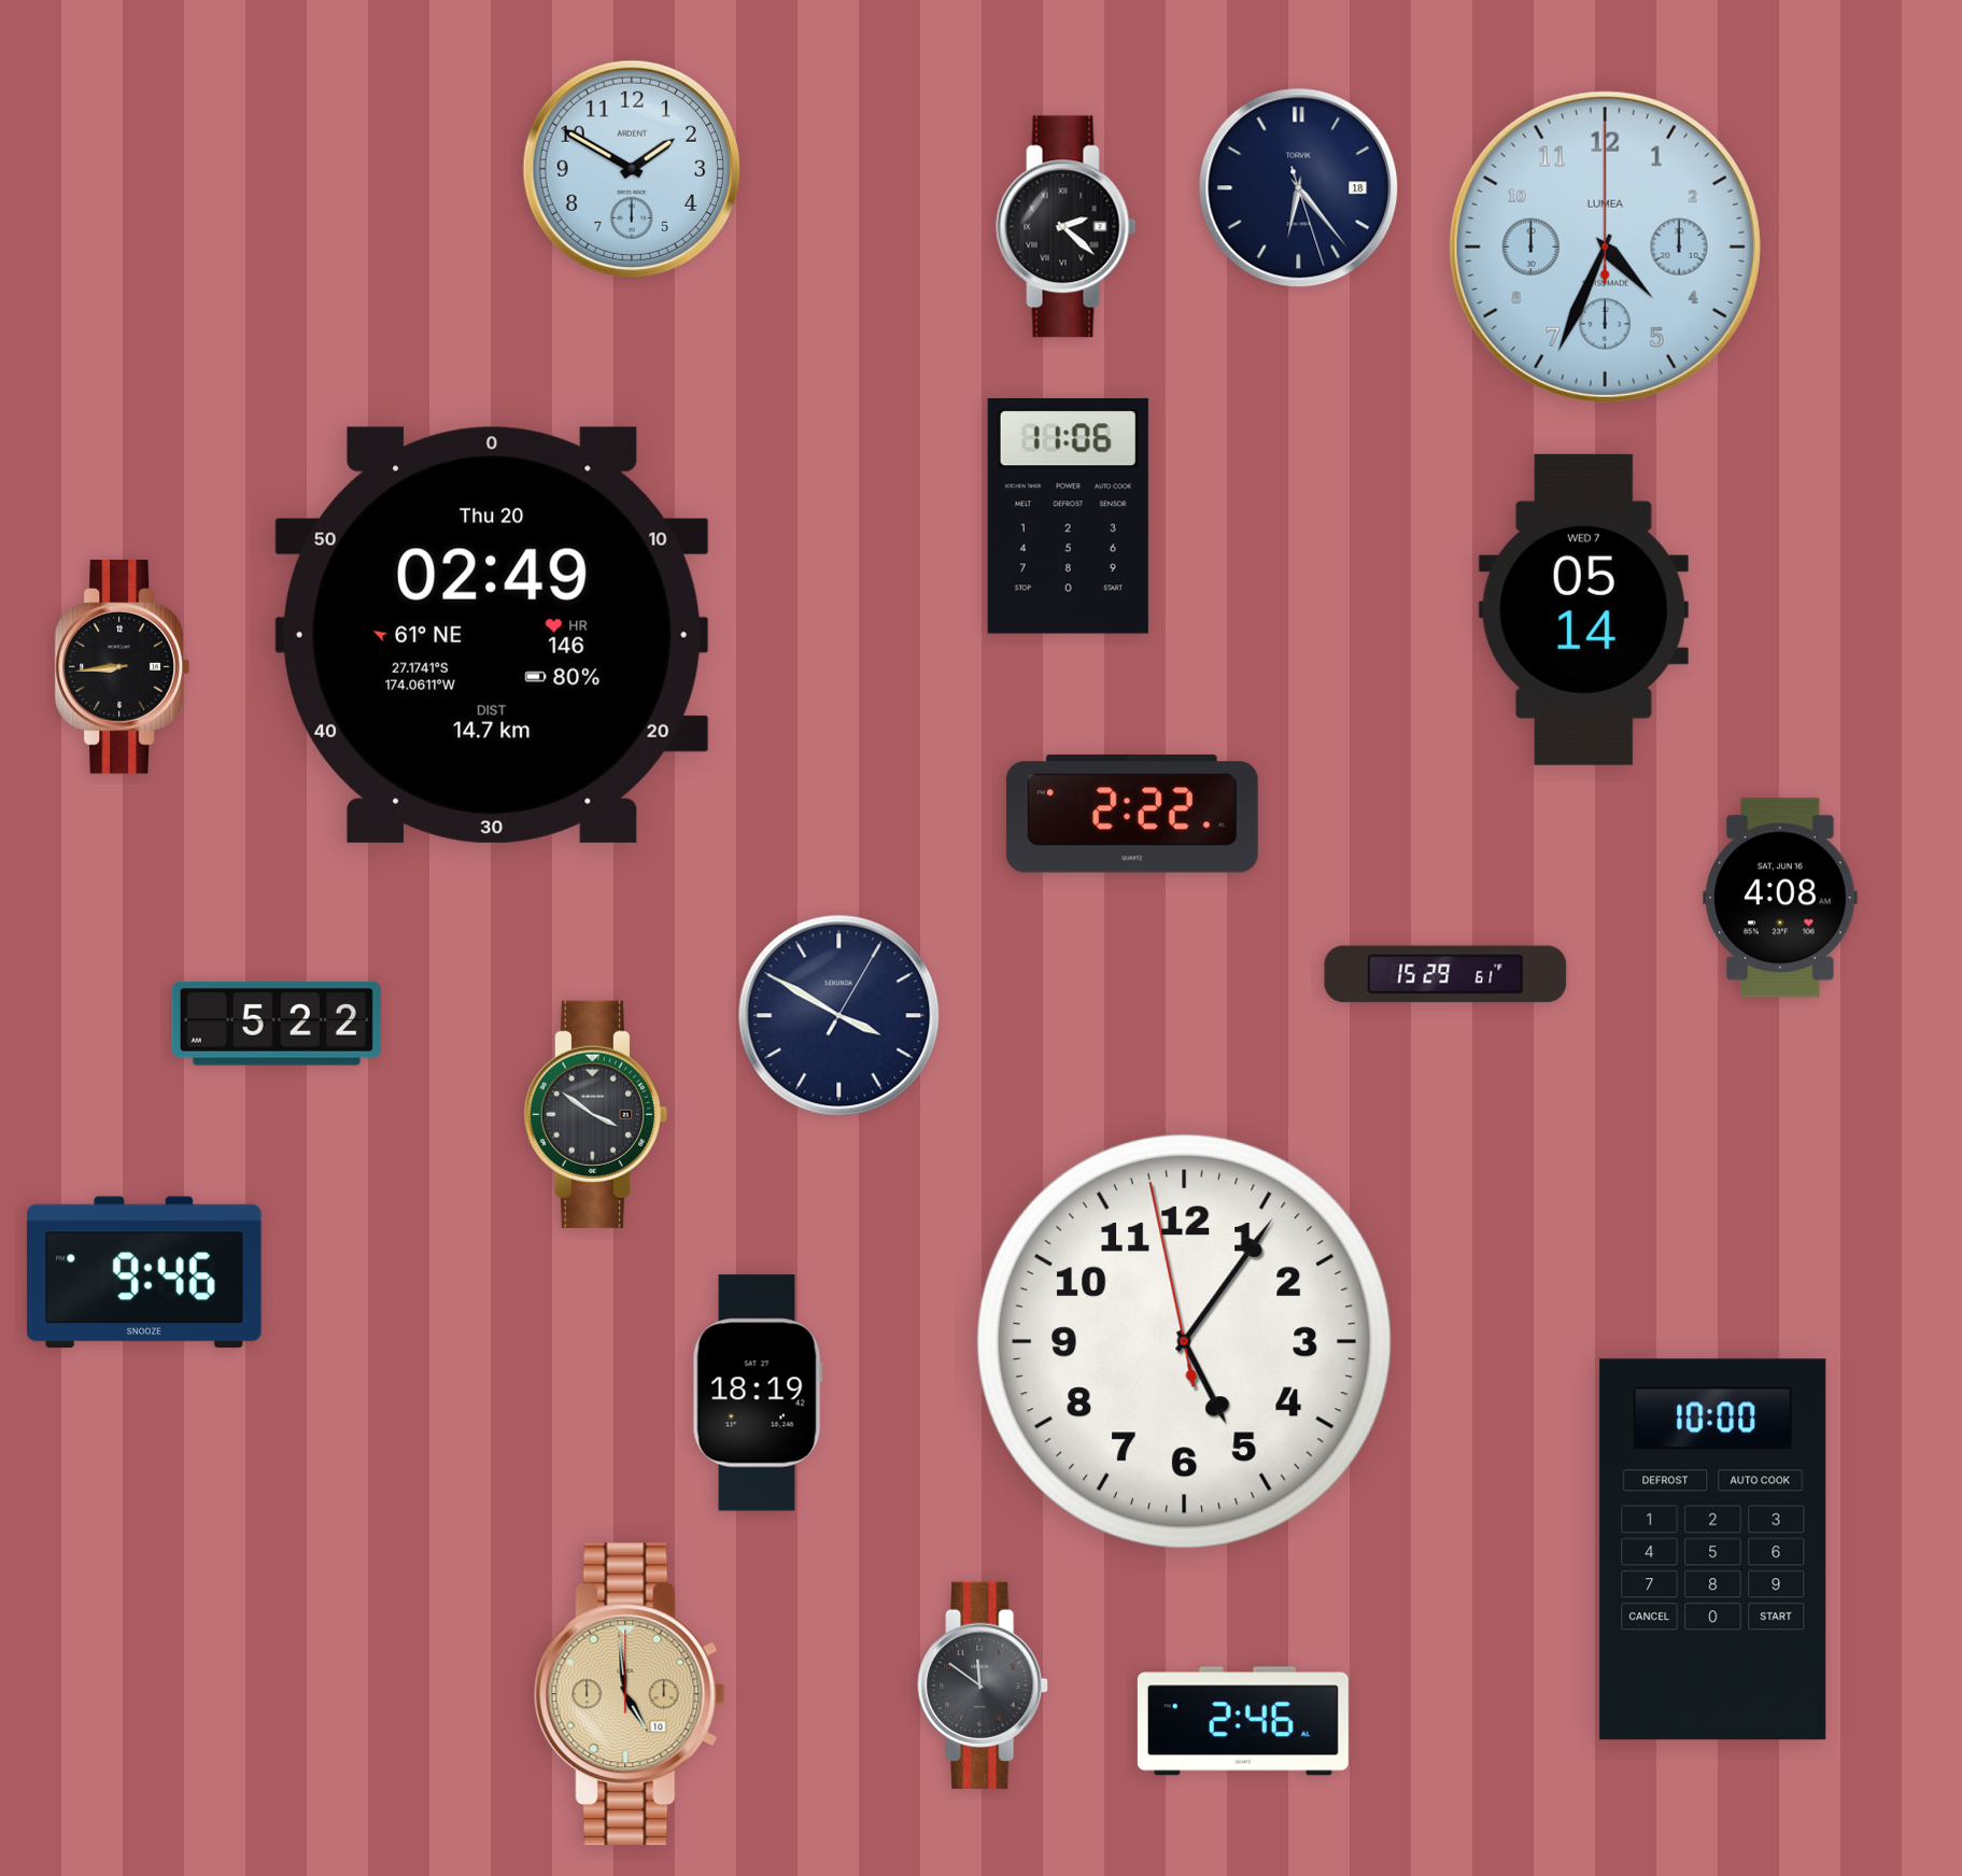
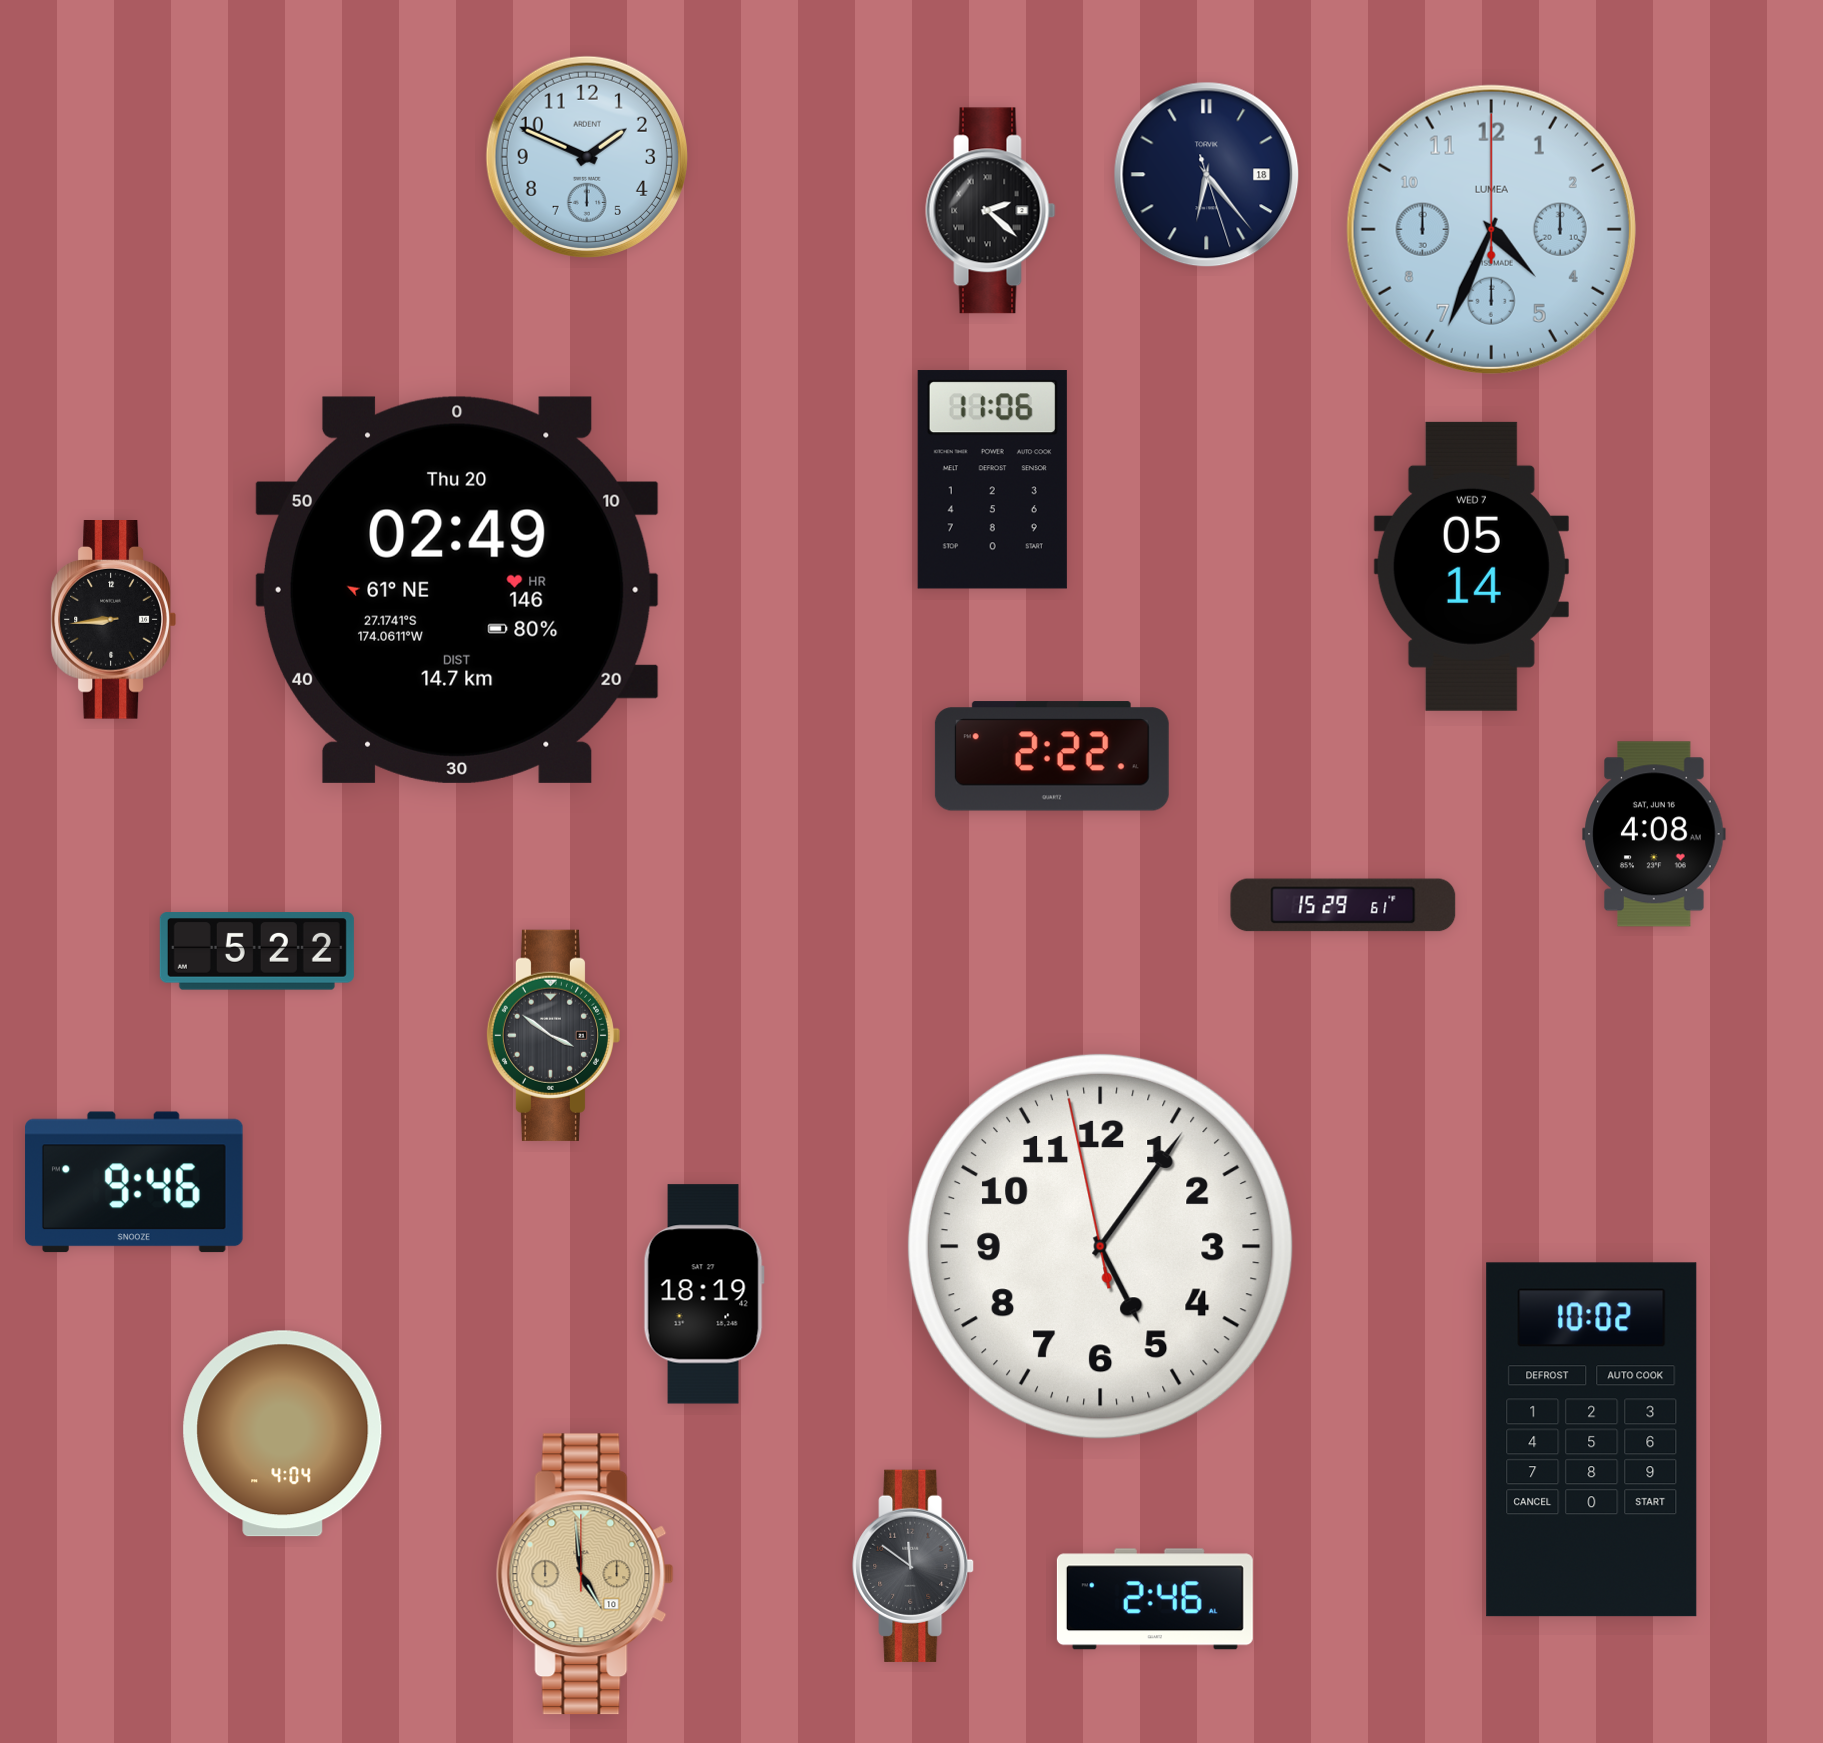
clock at (632, 169): 1:50 -> 1:49
clock at (839, 1016): 3:50 -> none
clock at (283, 1434): none -> 4:04
clock at (1713, 1550): 10:00 -> 10:02
